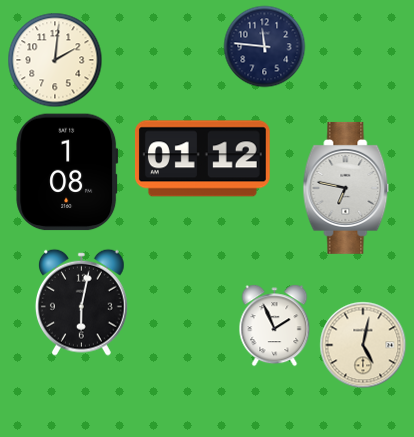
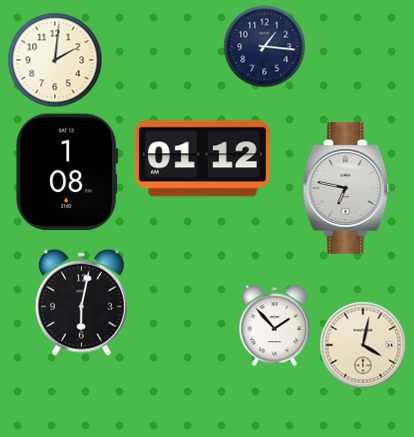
clock at (264, 46): 11:46 -> 1:16
clock at (275, 325): 1:56 -> 1:53
clock at (363, 345): 5:02 -> 4:02
